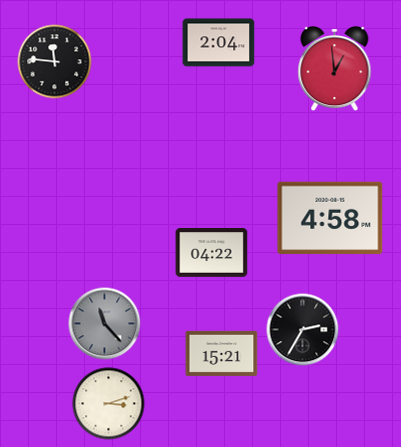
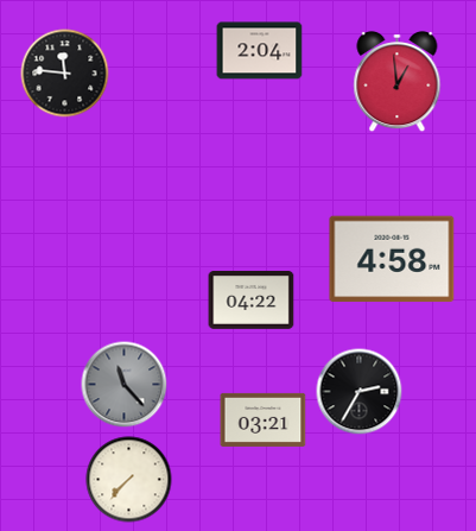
clock at (222, 353): 15:21 -> 03:21
clock at (109, 404): 3:12 -> 7:37
